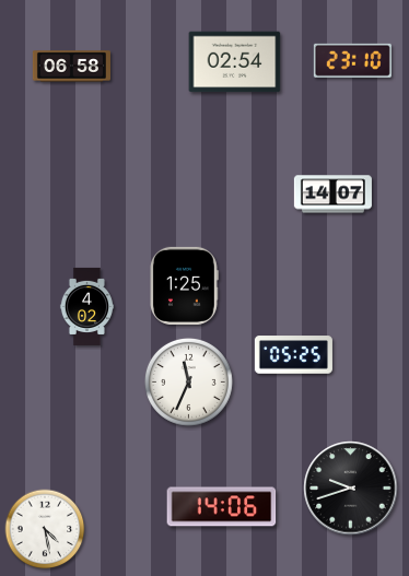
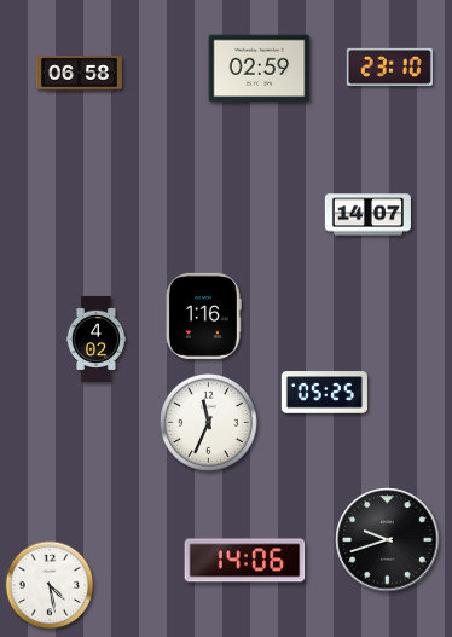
clock at (235, 62): 02:54 -> 02:59
clock at (184, 285): 1:25 -> 1:16
